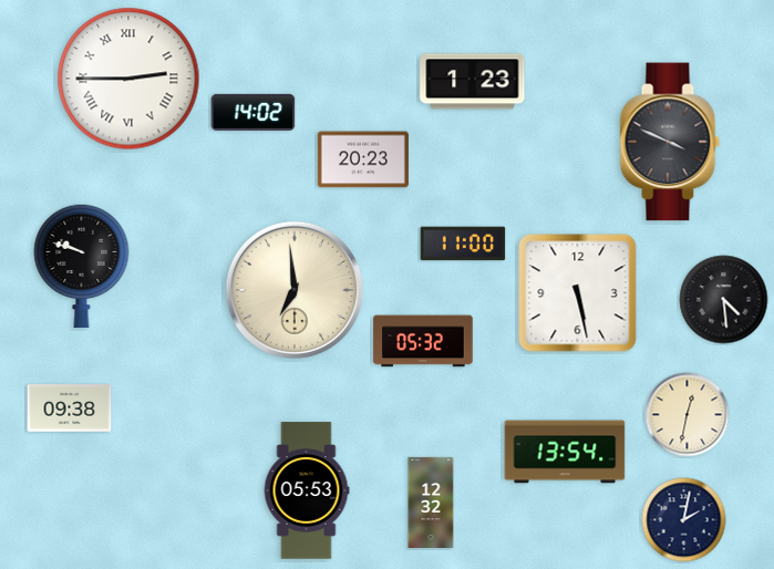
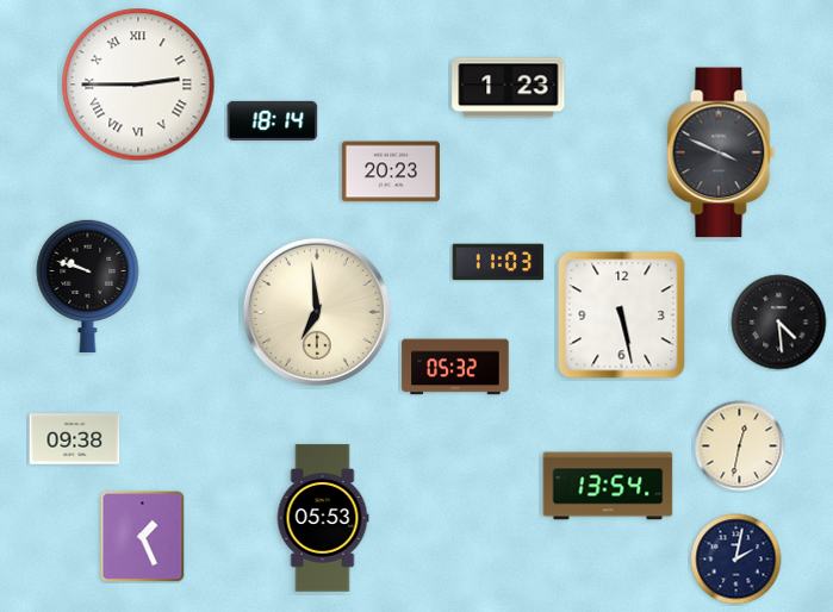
clock at (254, 112): 14:02 -> 18:14
clock at (463, 244): 11:00 -> 11:03
clock at (307, 490) position: (307, 490) -> (323, 518)
clock at (143, 537): none -> 1:26
clock at (431, 501): 12:32 -> none
